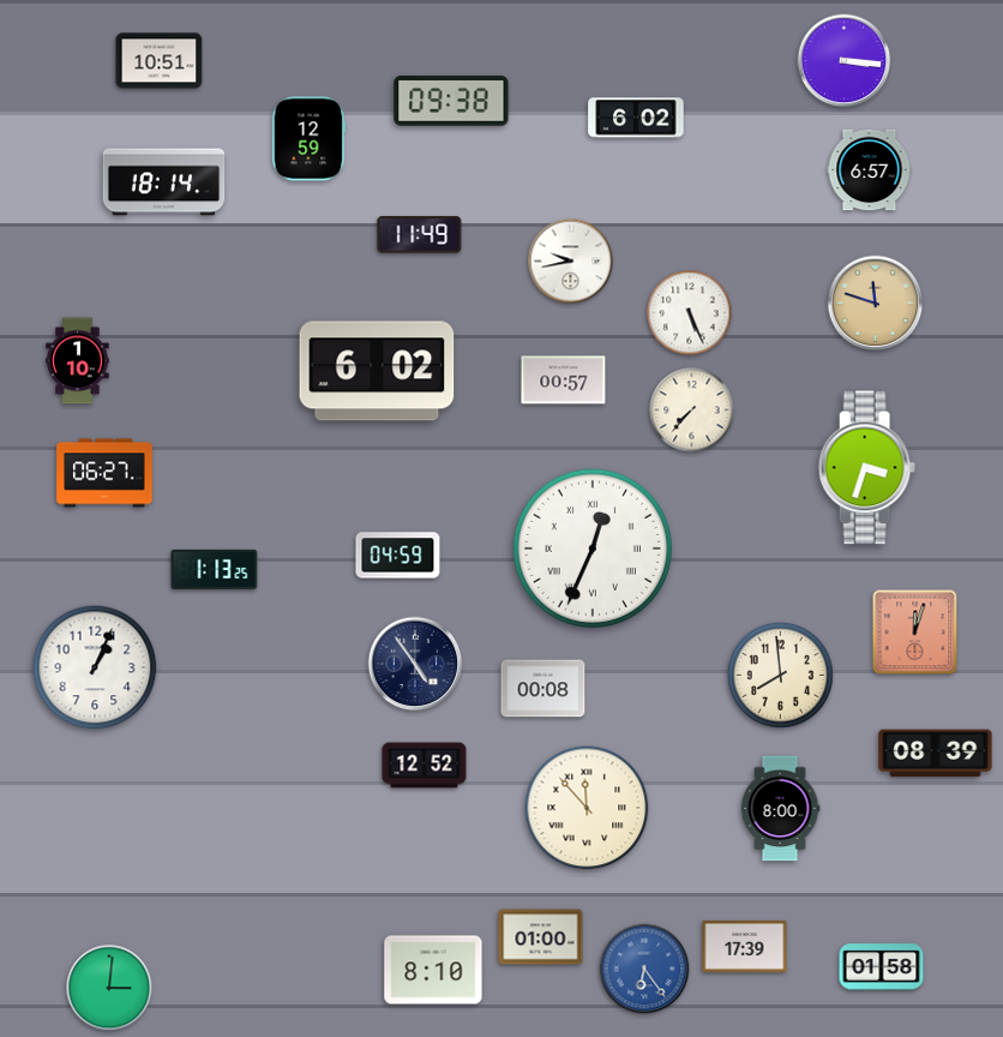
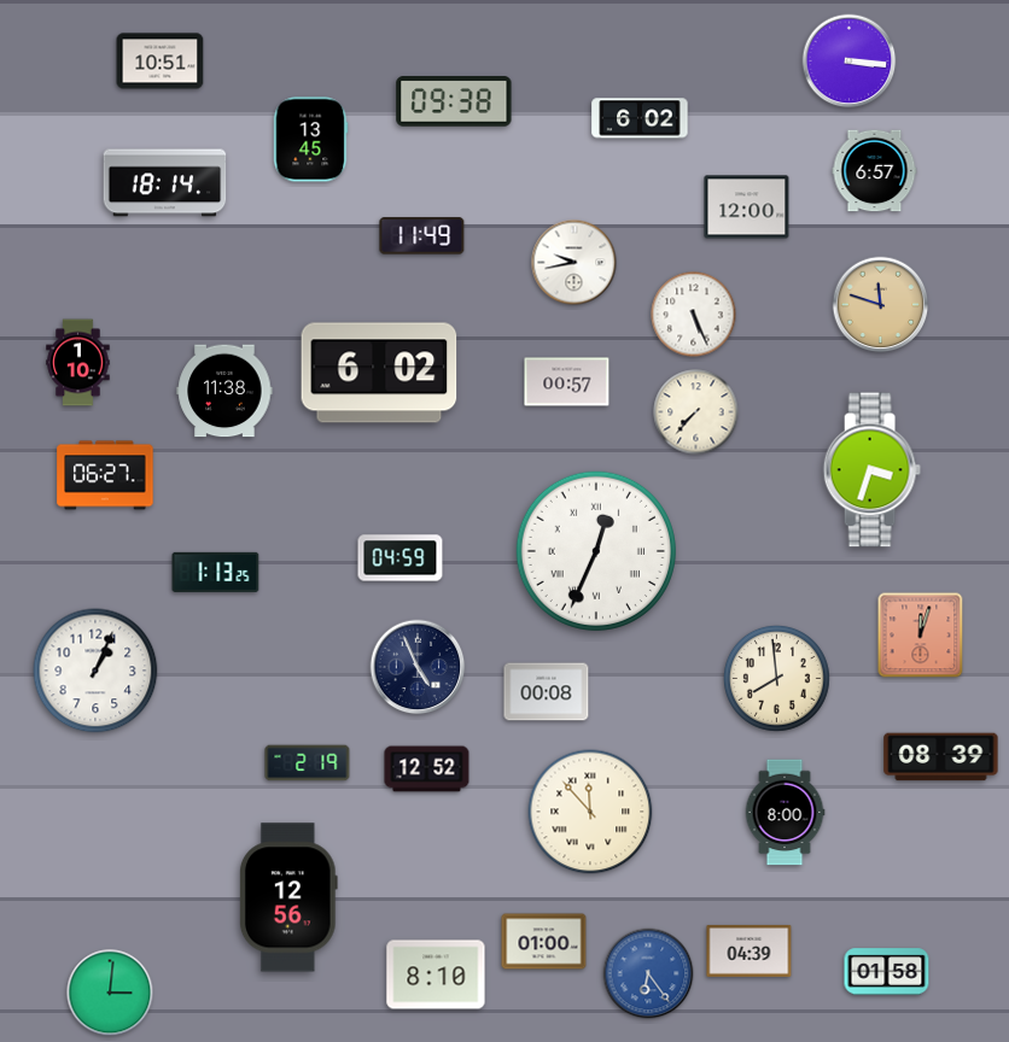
clock at (310, 139): 12:59 -> 13:45
clock at (747, 207): none -> 12:00
clock at (224, 391): none -> 11:38
clock at (415, 664): 4:54 -> 4:56
clock at (780, 675) position: (780, 675) -> (776, 678)
clock at (308, 763): none -> 2:19
clock at (288, 897): none -> 12:56
clock at (745, 946): 17:39 -> 04:39
